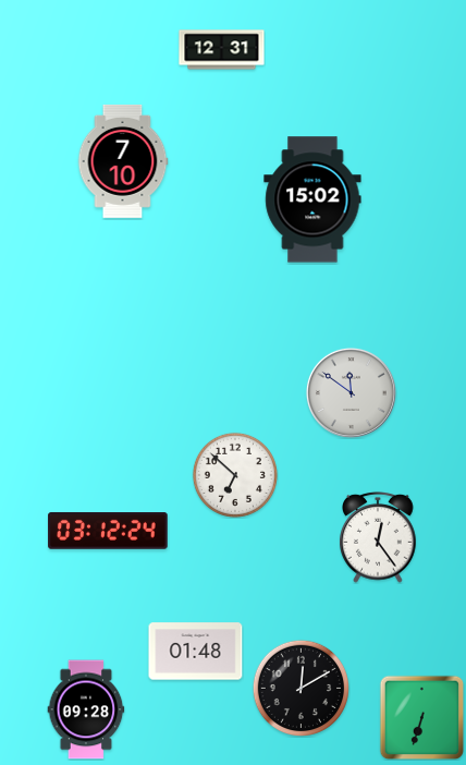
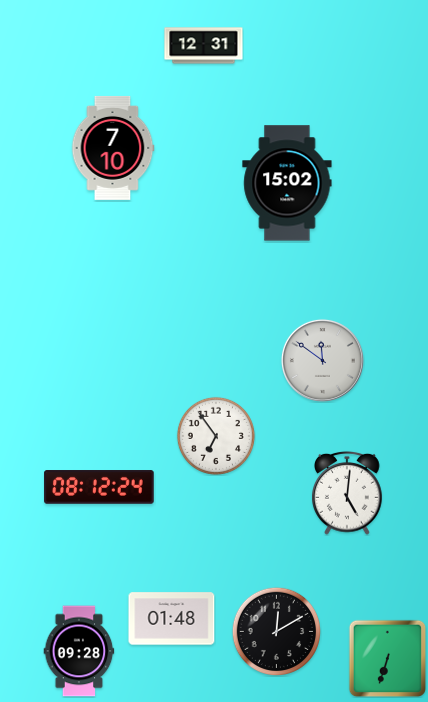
clock at (235, 475): 6:52 -> 6:54
clock at (108, 531): 03:12 -> 08:12
clock at (379, 537): 12:24 -> 5:01
clock at (196, 652) position: (196, 652) -> (172, 619)
